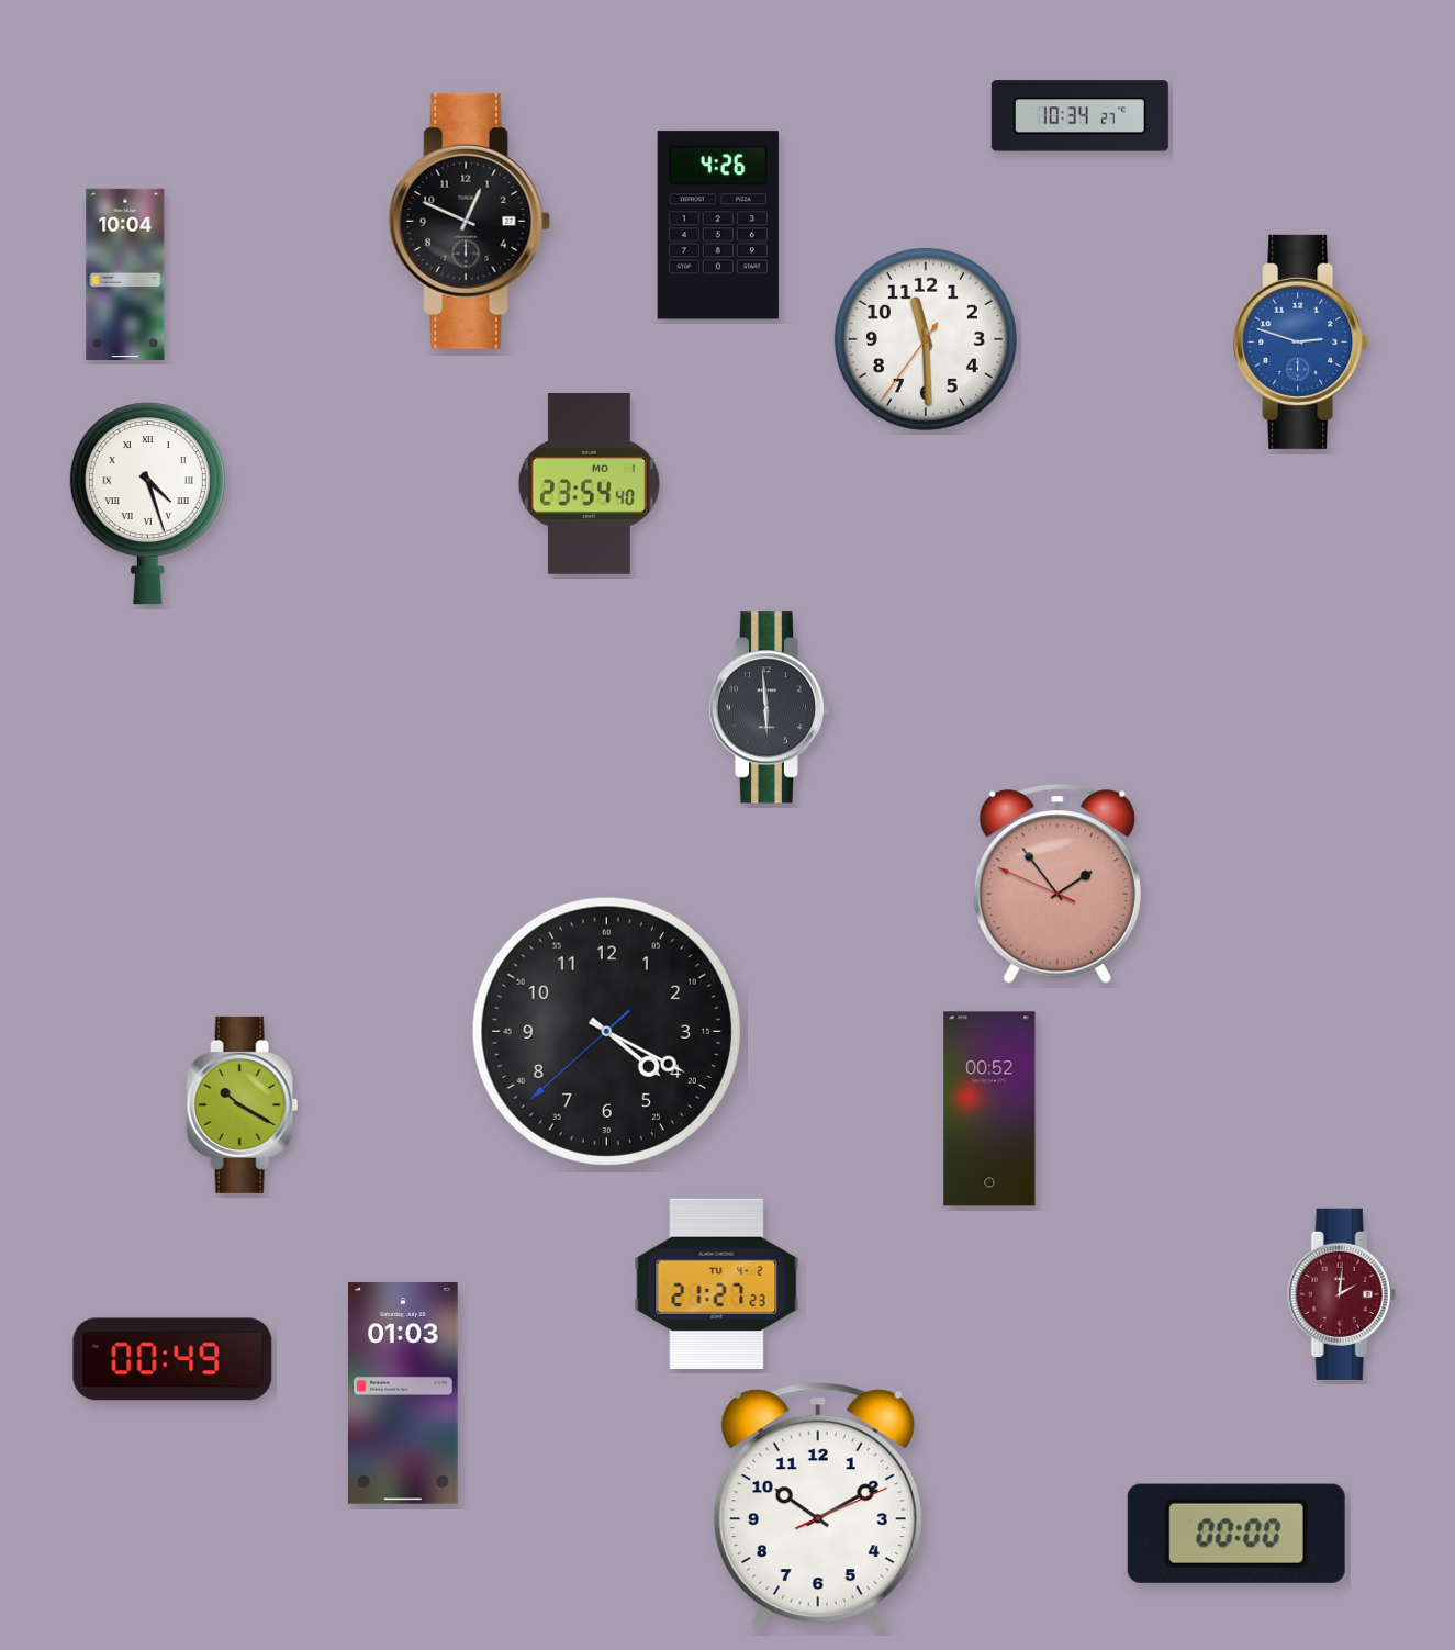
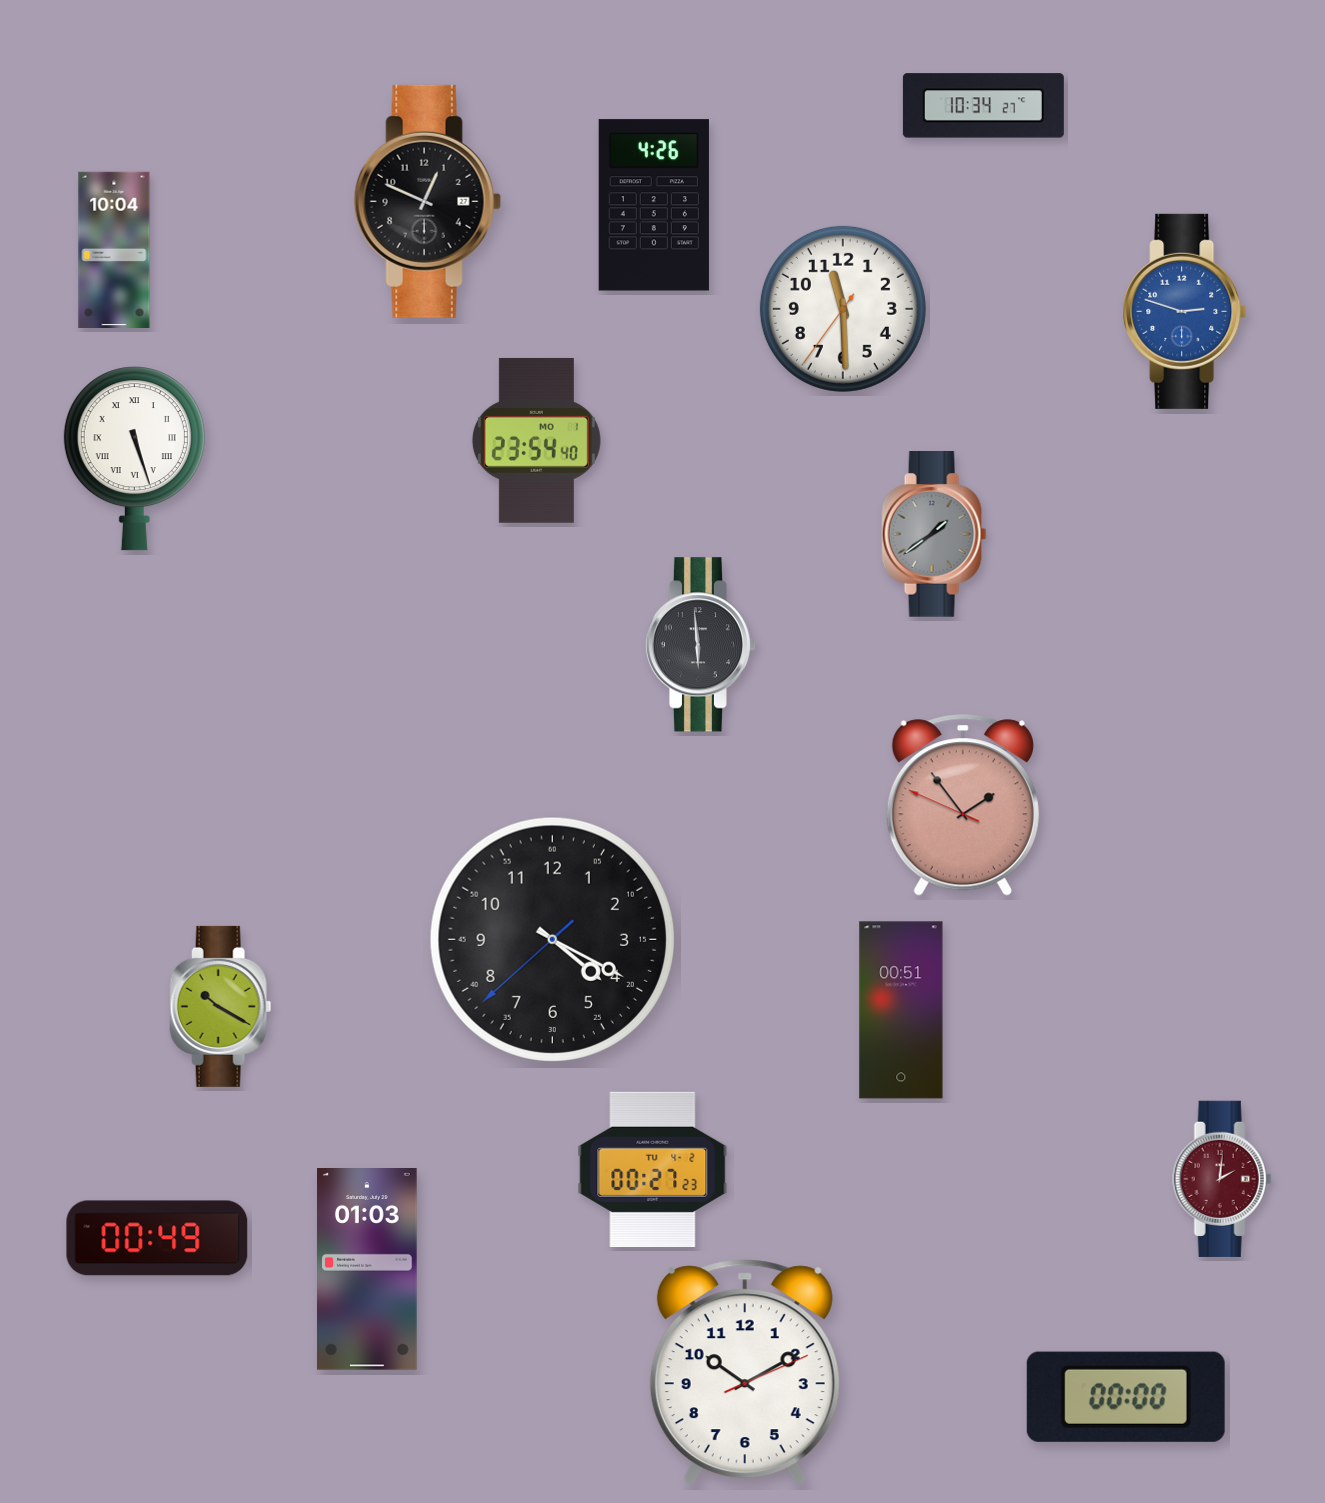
clock at (147, 504): 4:27 -> 5:27
clock at (934, 535): none -> 1:39
clock at (989, 1109): 00:52 -> 00:51
clock at (717, 1283): 21:27 -> 00:27
